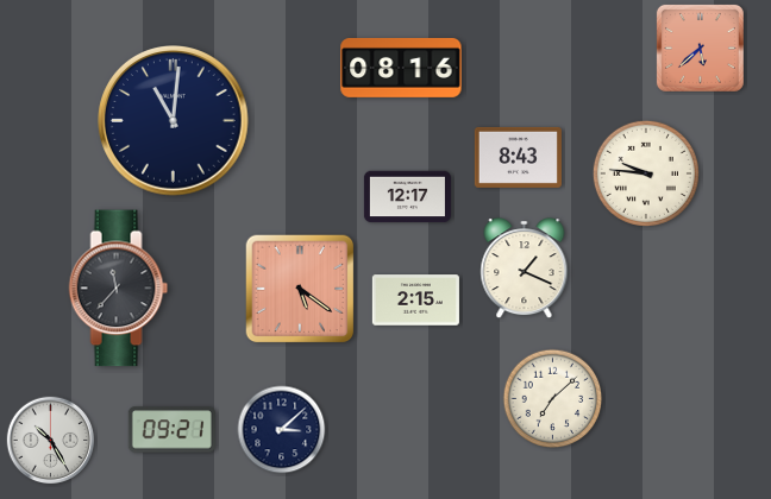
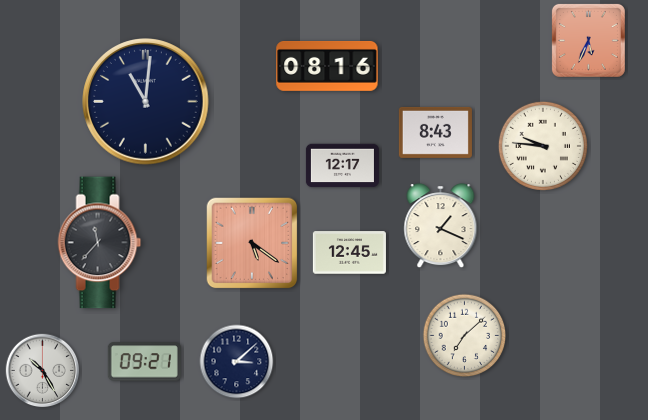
clock at (700, 48): 5:38 -> 5:34
clock at (401, 68) position: (401, 68) -> (327, 66)
clock at (415, 301): 2:15 -> 12:45
